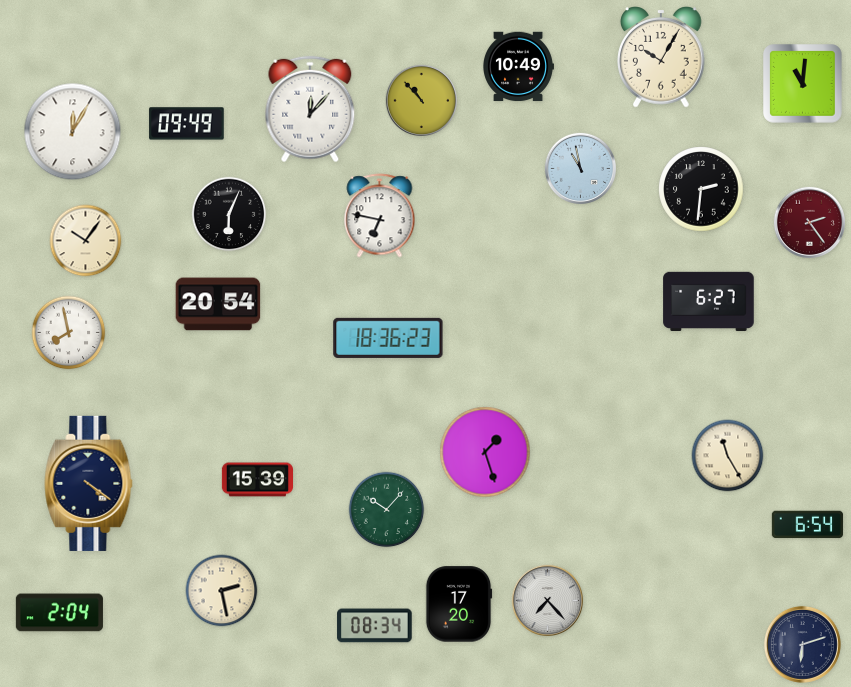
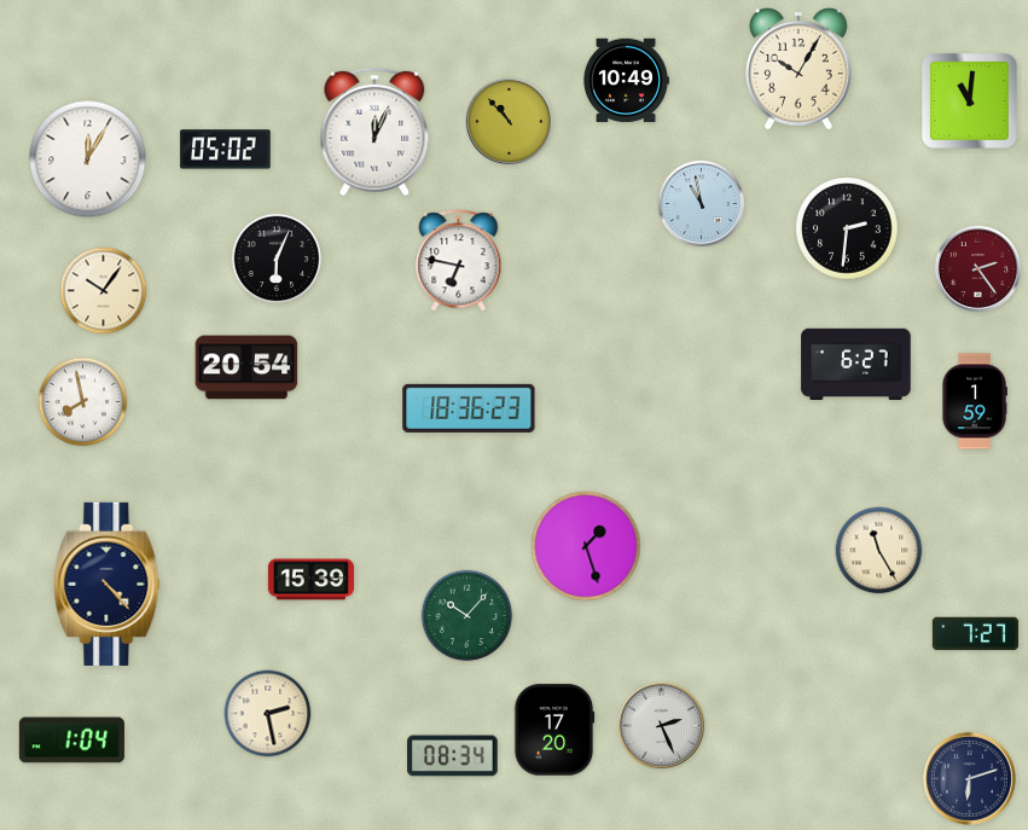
clock at (310, 109): 12:07 -> 12:04
clock at (187, 124): 09:49 -> 05:02
clock at (218, 304) position: (218, 304) -> (246, 367)
clock at (975, 401): none -> 1:59
clock at (89, 483): 4:21 -> 4:23
clock at (807, 525): 6:54 -> 7:27
clock at (547, 600): 7:23 -> 2:26
clock at (59, 613): 2:04 -> 1:04
